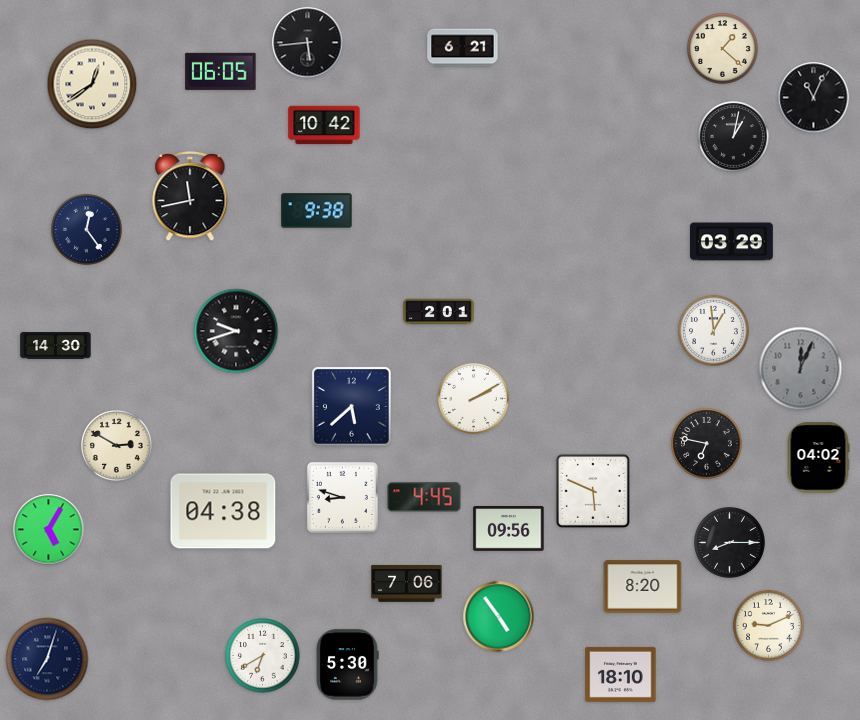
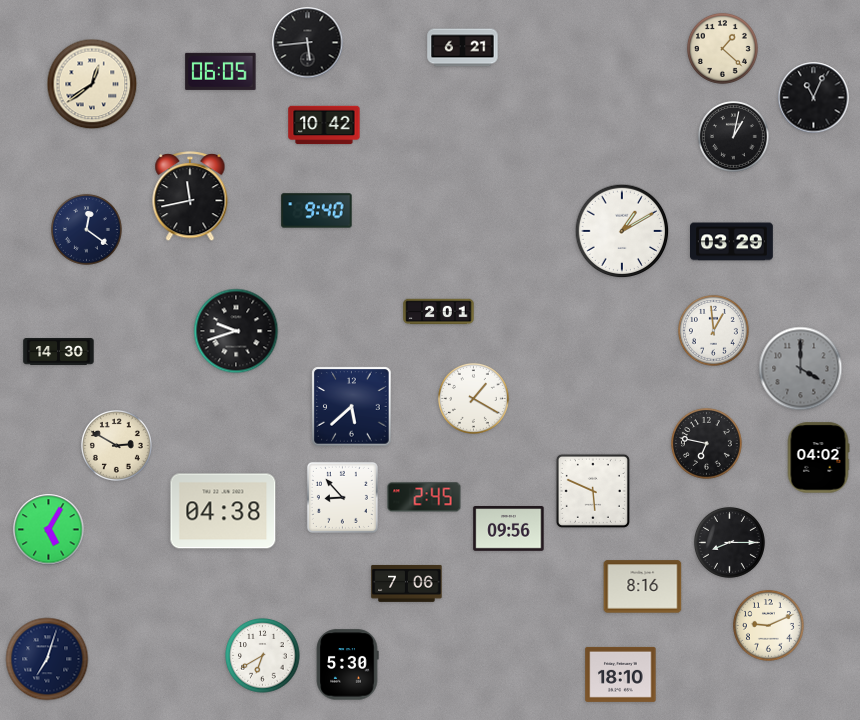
clock at (317, 211): 9:38 -> 9:40
clock at (86, 229): 12:24 -> 12:21
clock at (622, 231): none -> 1:10
clock at (56, 346) position: (56, 346) -> (59, 352)
clock at (801, 369): 12:04 -> 4:00
clock at (473, 398): 2:10 -> 1:20
clock at (342, 497): 8:48 -> 8:53
clock at (424, 497): 4:45 -> 2:45
clock at (643, 587): 8:20 -> 8:16
clock at (499, 617): 4:54 -> none
